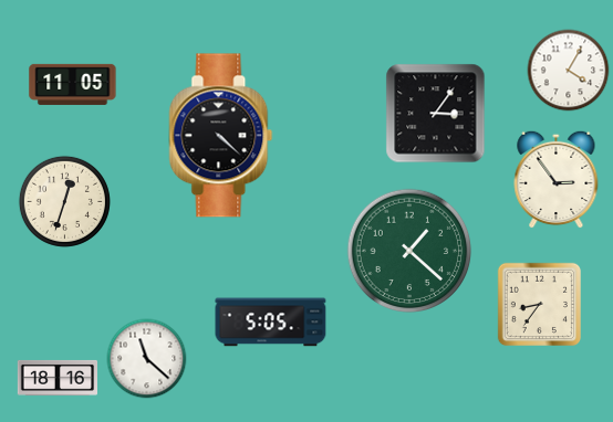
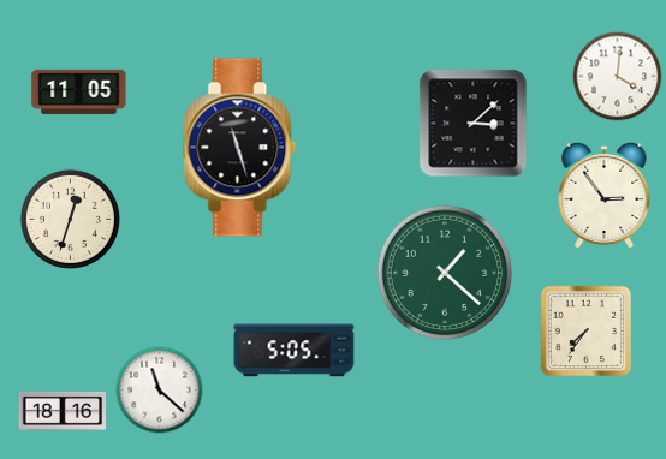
clock at (569, 71): 4:05 -> 4:01
clock at (436, 114): 3:06 -> 3:08
clock at (221, 136): 4:22 -> 11:27
clock at (539, 304): 8:36 -> 7:36
